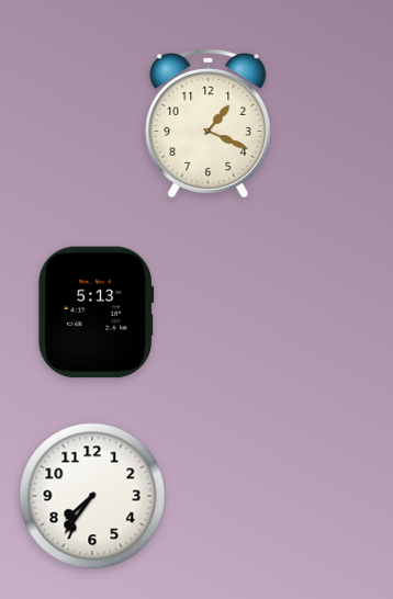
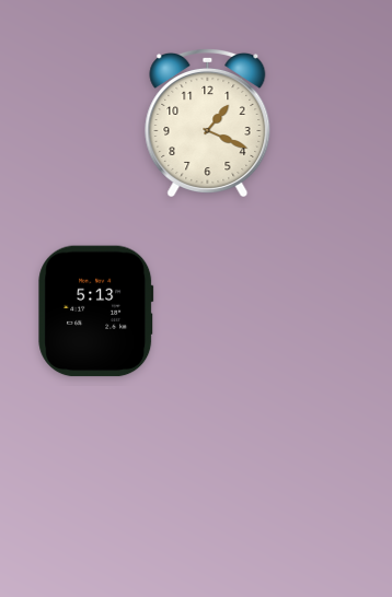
clock at (92, 496): 7:36 -> none
